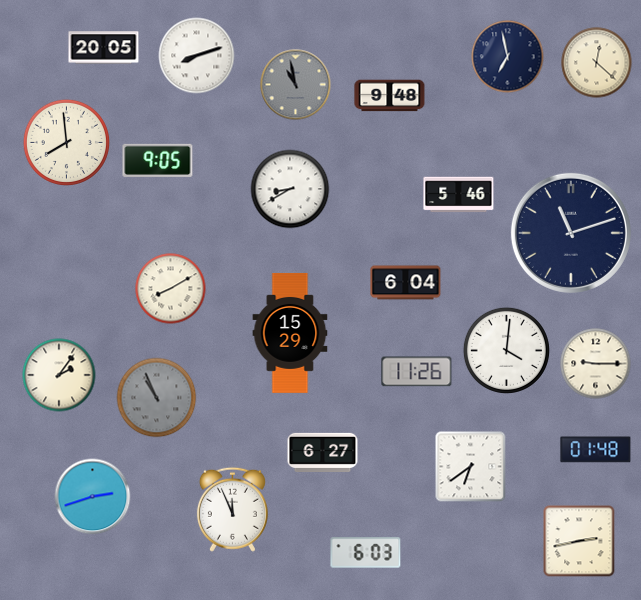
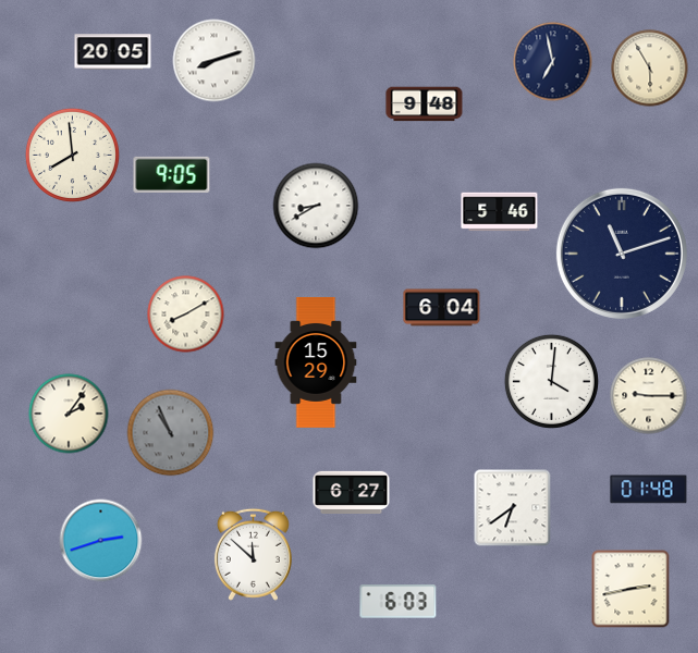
clock at (597, 63): 12:22 -> 5:55
clock at (296, 85): 10:58 -> none
clock at (417, 372): 11:26 -> none
clock at (59, 375) position: (59, 375) -> (69, 414)
clock at (232, 509): 11:56 -> 11:52
